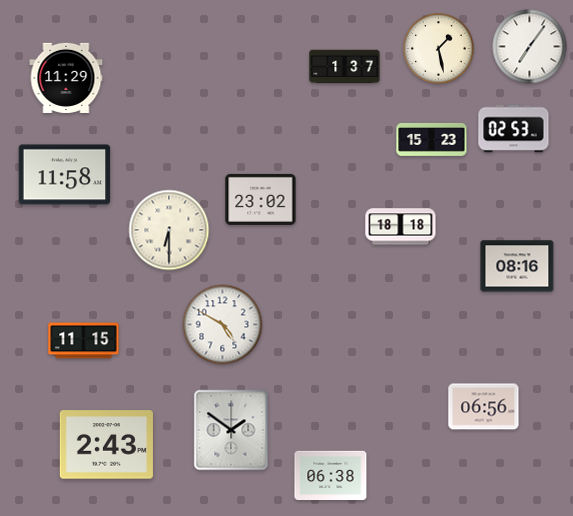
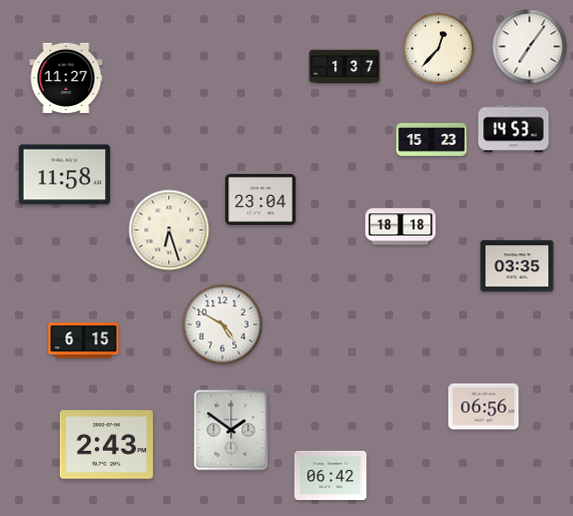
clock at (439, 49): 1:28 -> 12:37
clock at (66, 78): 11:29 -> 11:27
clock at (514, 129): 02:53 -> 14:53
clock at (261, 199): 23:02 -> 23:04
clock at (169, 230): 6:30 -> 6:27
clock at (517, 266): 08:16 -> 03:35
clock at (84, 341): 11:15 -> 6:15
clock at (331, 476): 06:38 -> 06:42
